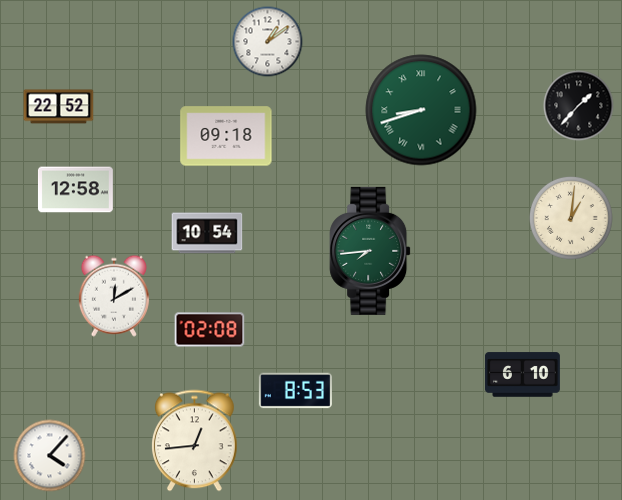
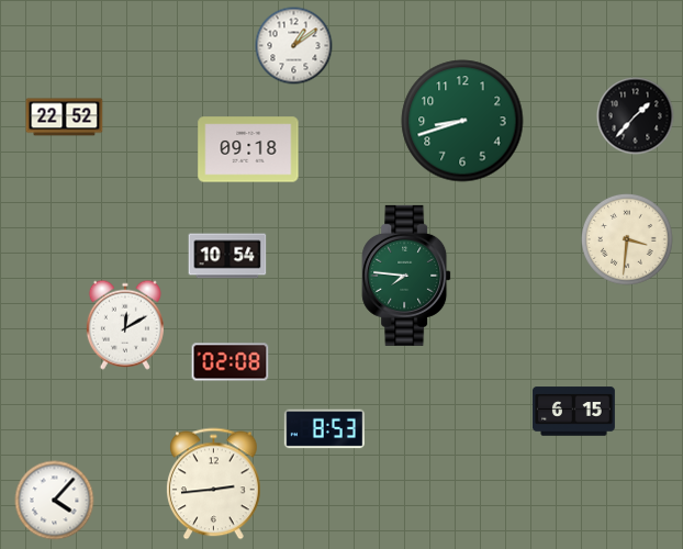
clock at (421, 110) numerals: Roman -> Arabic
clock at (75, 190): 12:58 -> none
clock at (571, 218): 1:01 -> 3:31
clock at (370, 251): 7:44 -> 7:46
clock at (522, 375): 6:10 -> 6:15
clock at (195, 441): 12:44 -> 2:44
